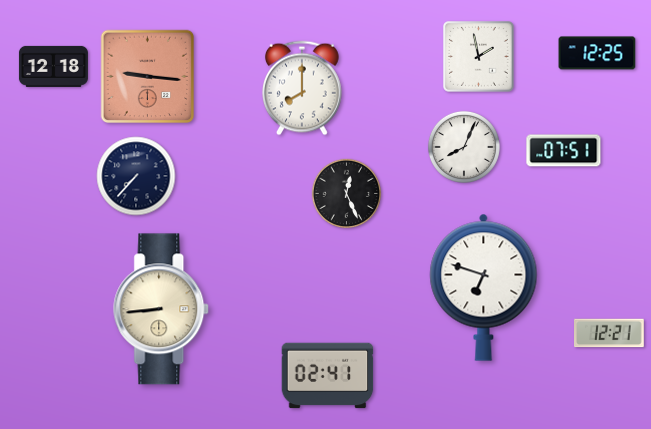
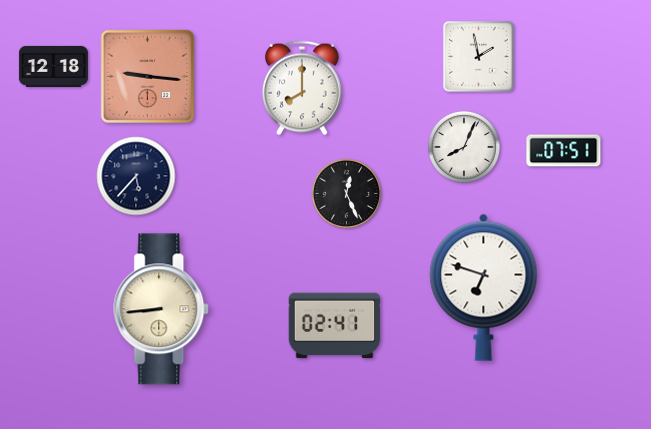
clock at (597, 53): 12:25 -> none
clock at (136, 176): 7:37 -> 5:37
clock at (610, 333): 12:21 -> none
clock at (328, 376) position: (328, 376) -> (335, 326)
